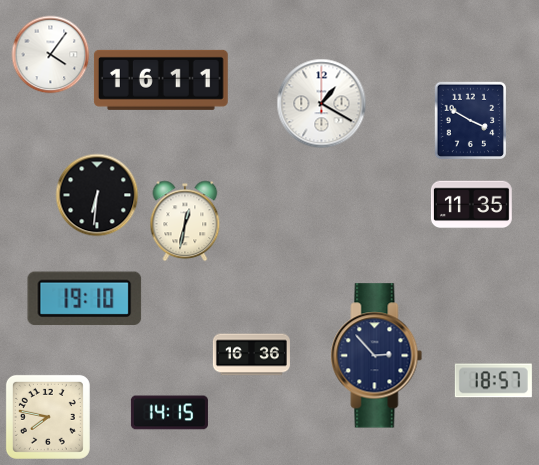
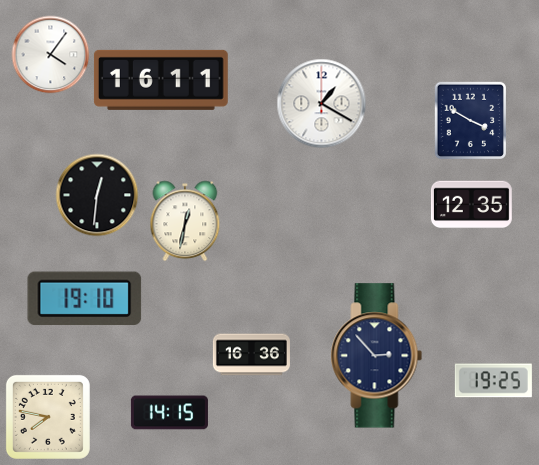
clock at (97, 195): 6:31 -> 12:31
clock at (471, 205): 11:35 -> 12:35
clock at (493, 381): 18:57 -> 19:25
